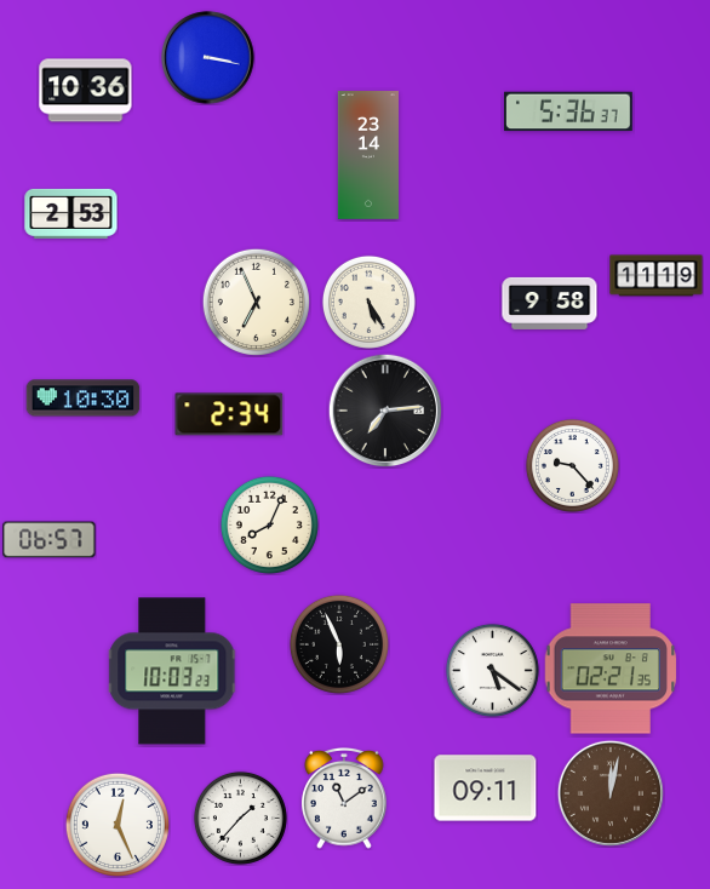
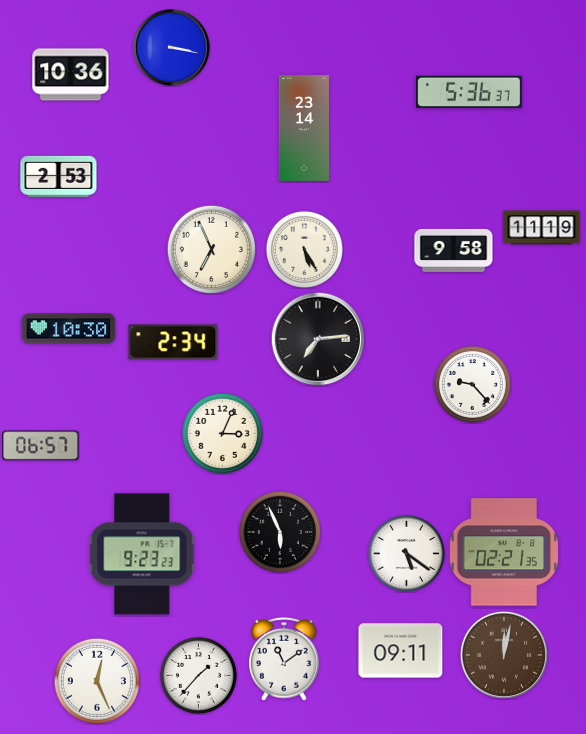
clock at (229, 414) position: (229, 414) -> (173, 342)
clock at (269, 524): 8:04 -> 3:04
clock at (173, 671): 10:03 -> 9:23
